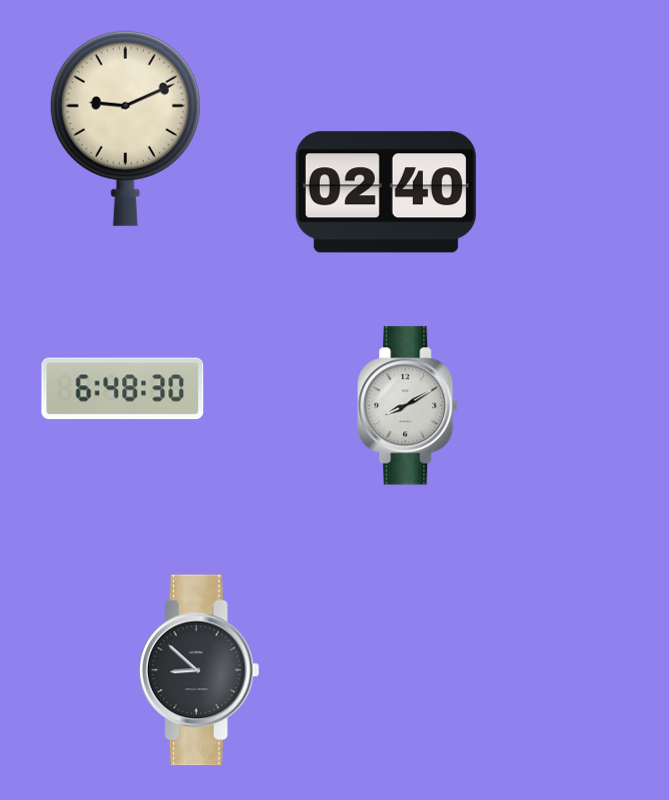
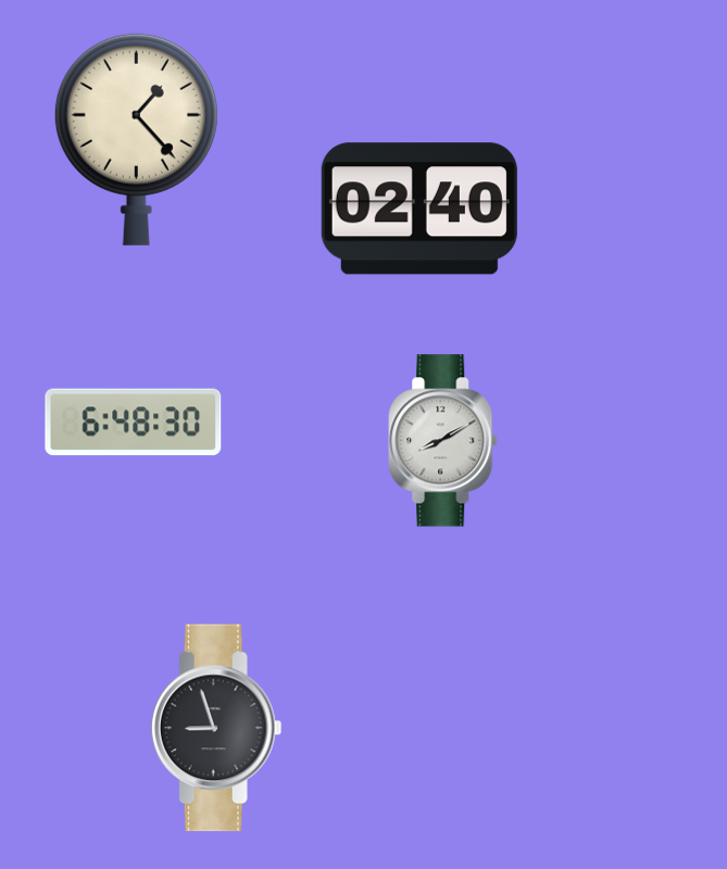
clock at (125, 128): 9:11 -> 1:23
clock at (199, 670): 8:52 -> 8:57
